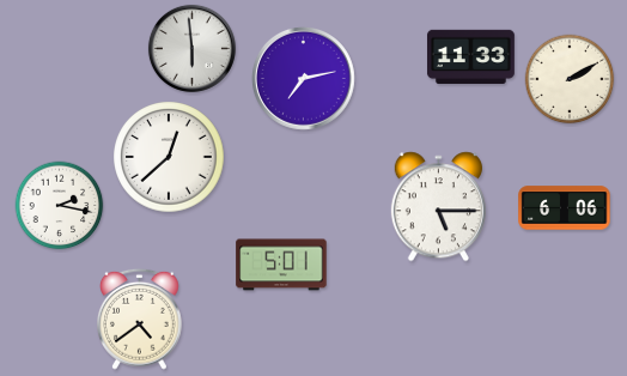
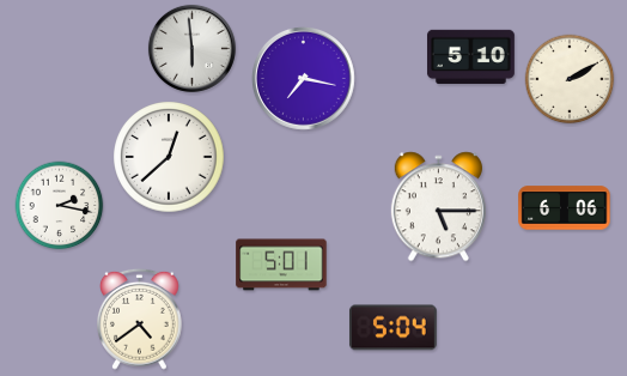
clock at (470, 56): 11:33 -> 5:10
clock at (303, 78): 7:13 -> 7:17
clock at (392, 328): none -> 5:04
